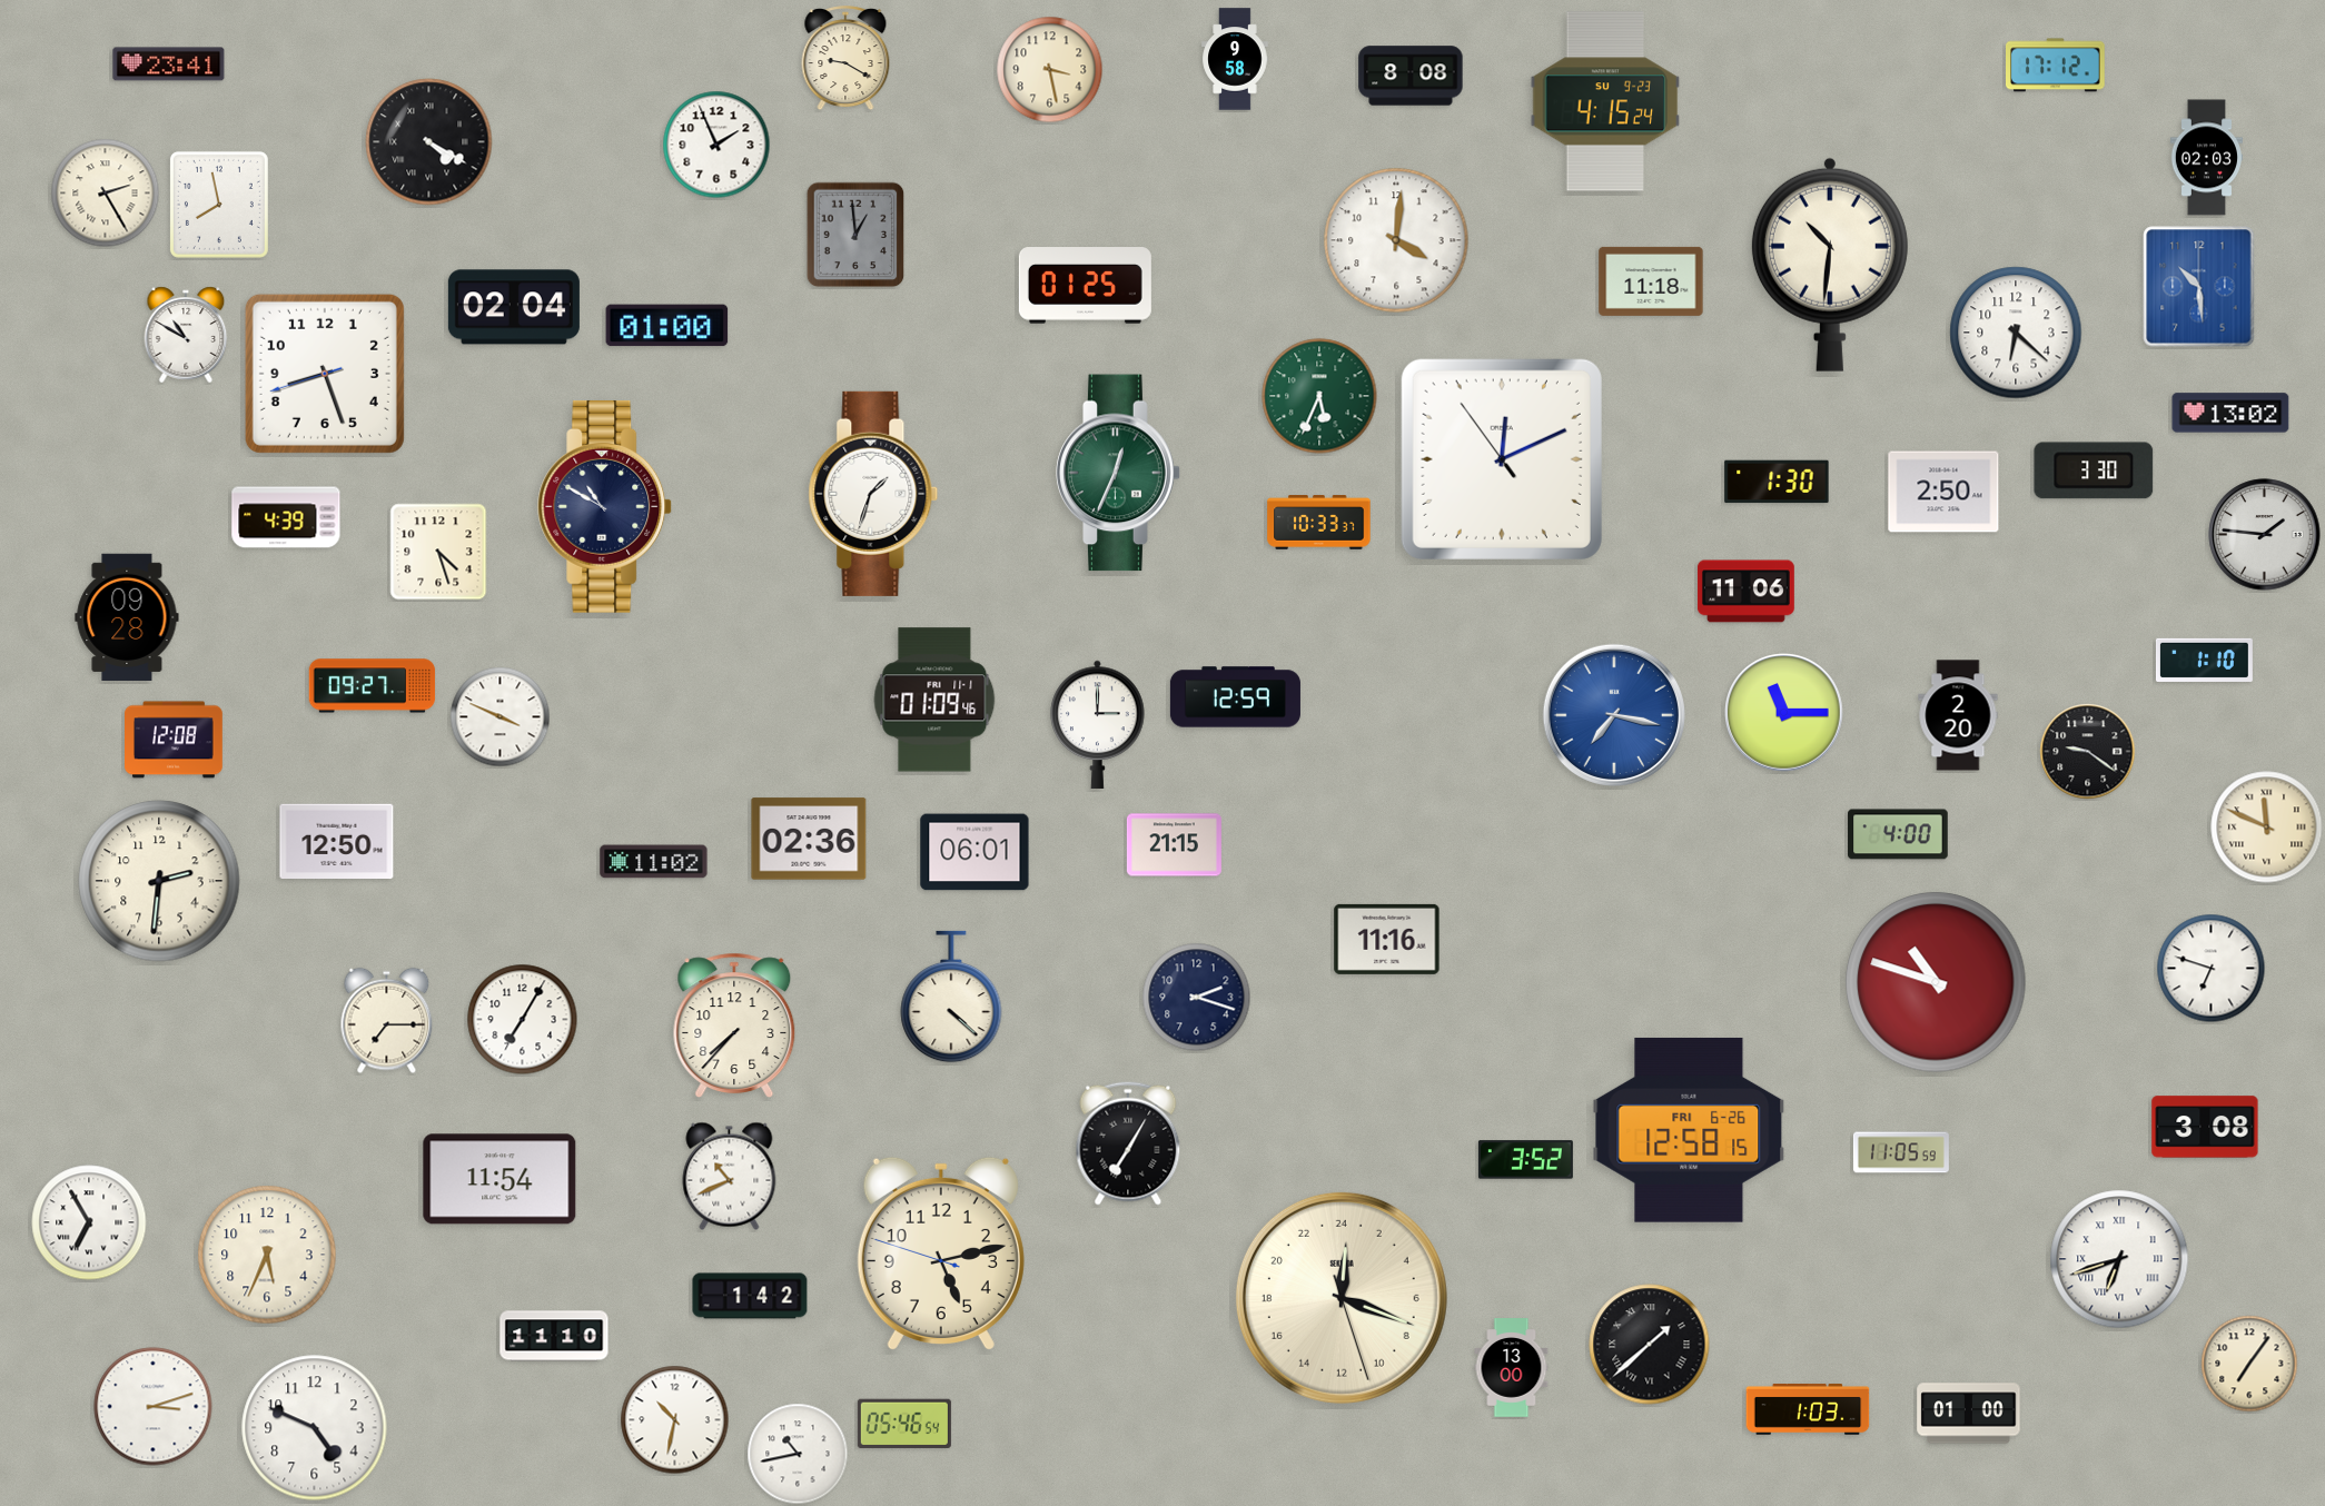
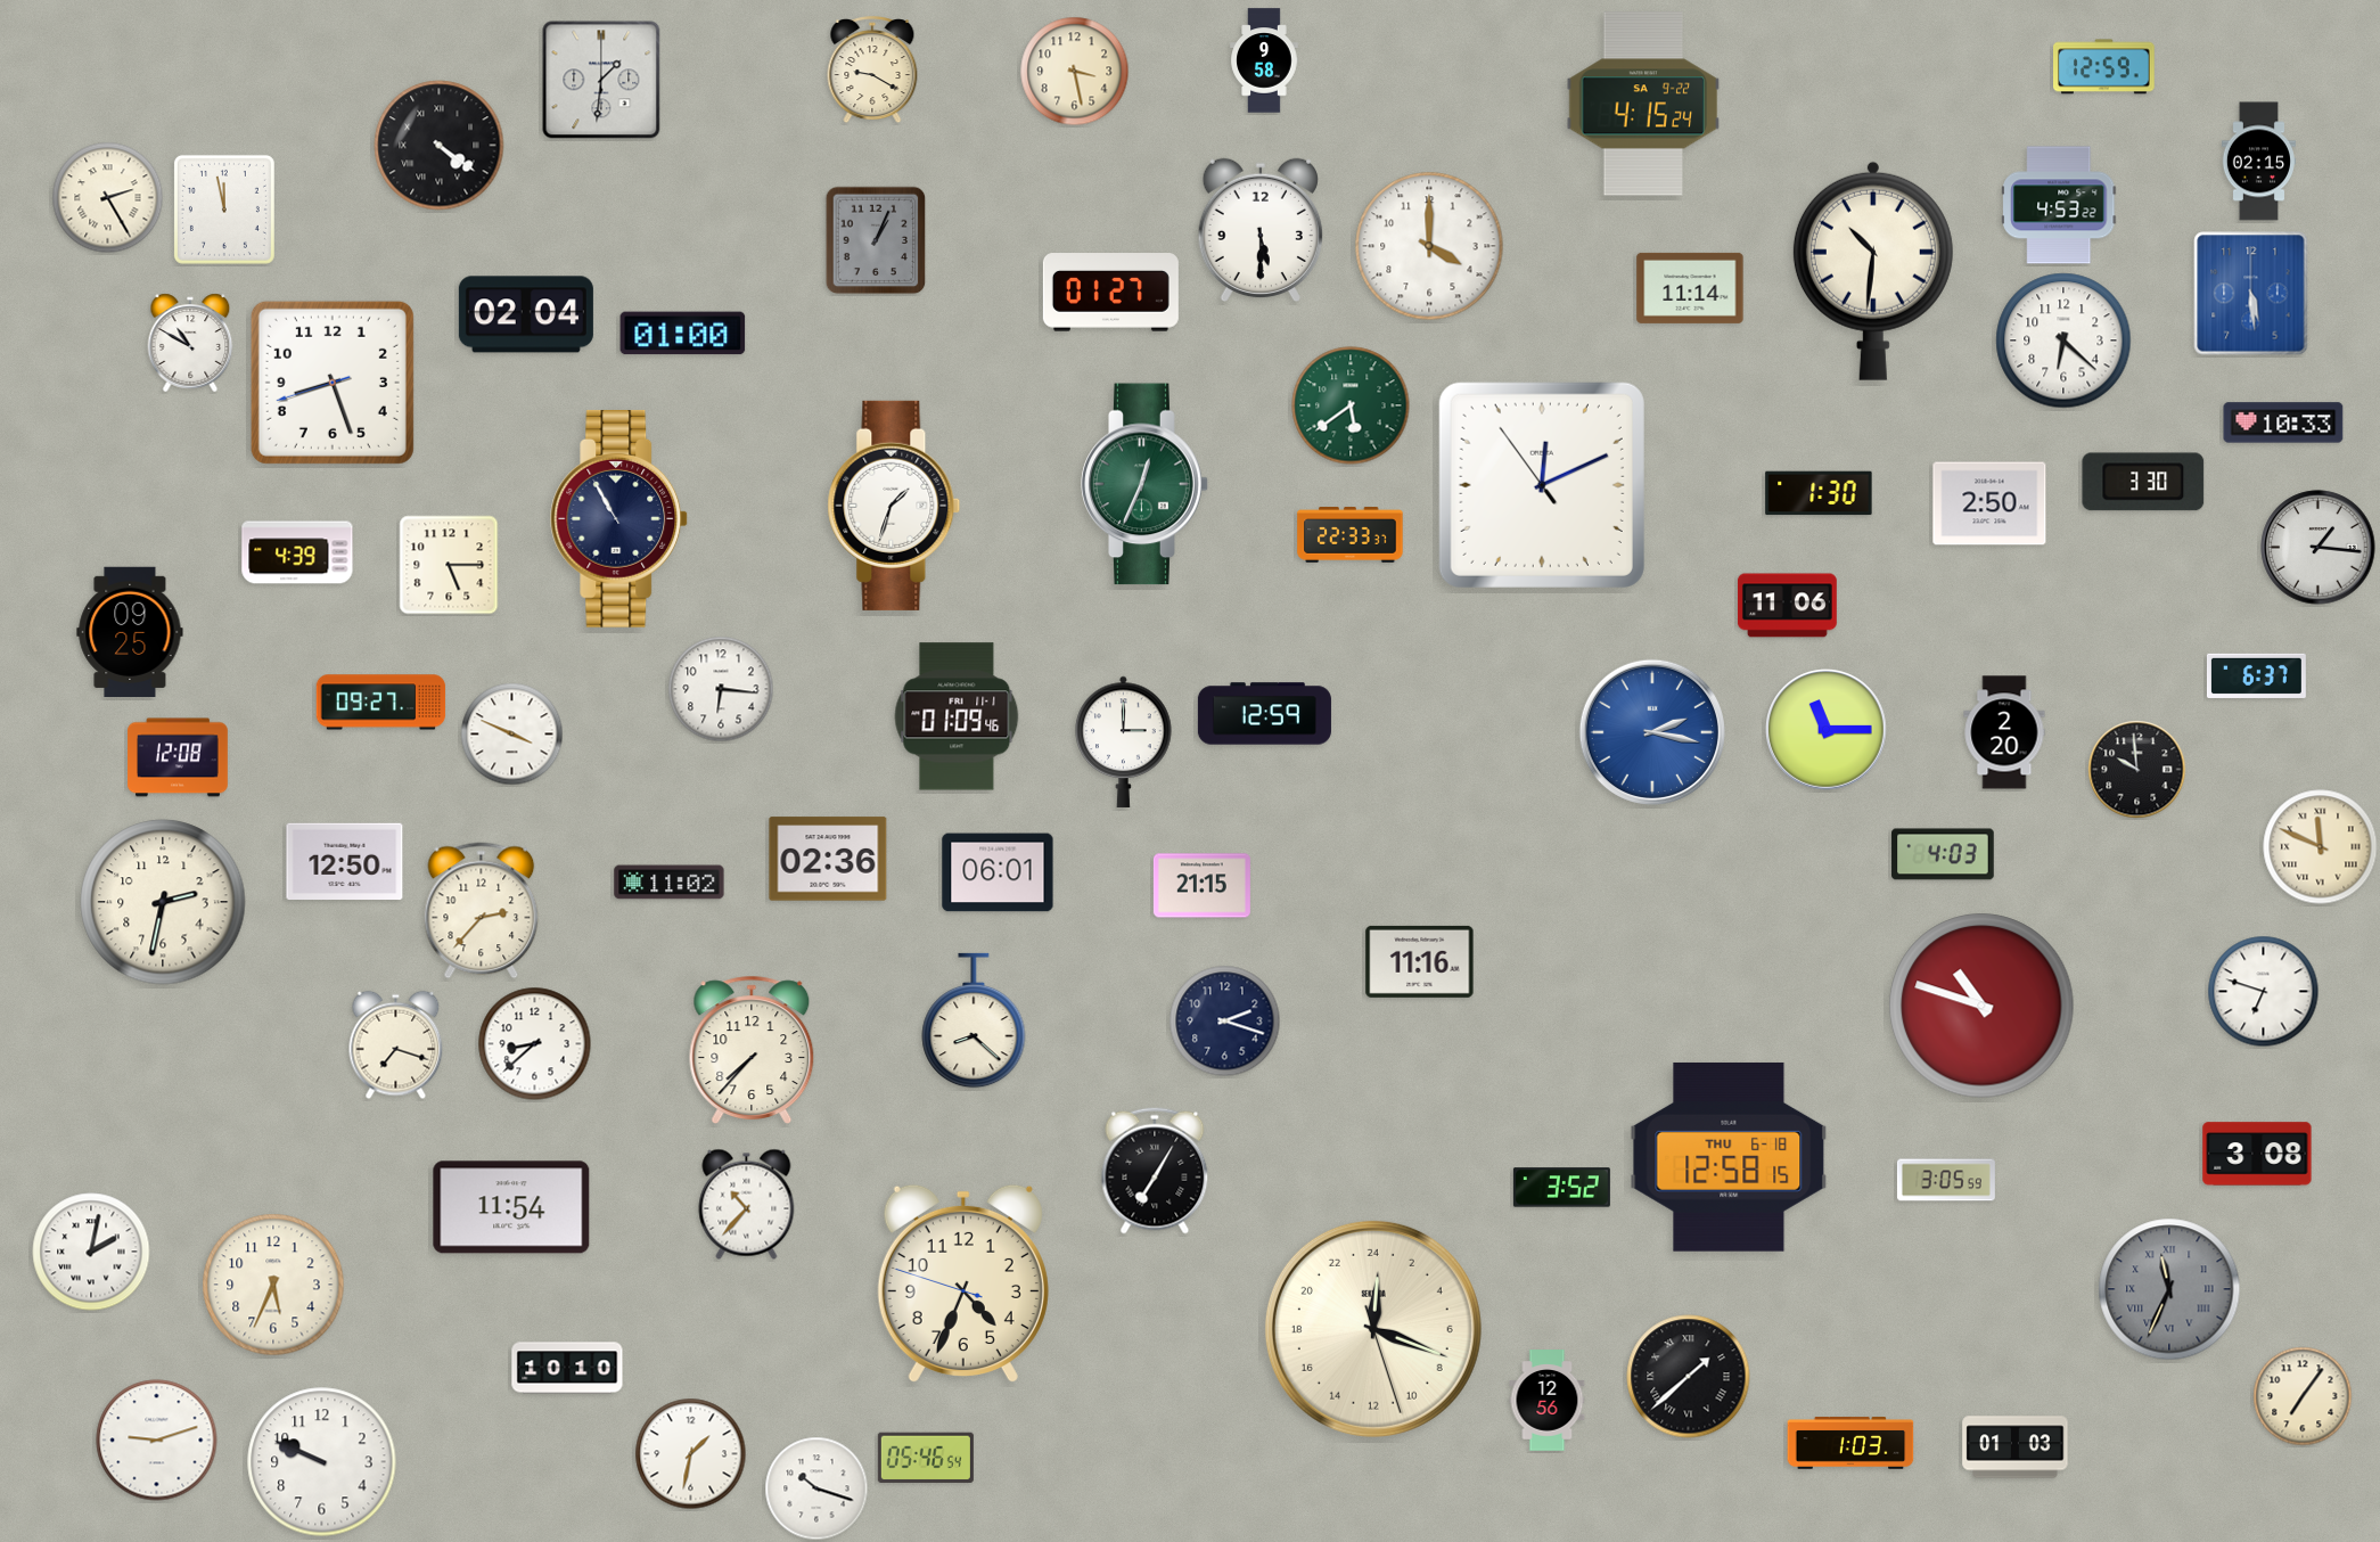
clock at (845, 59) position: (845, 59) -> (872, 71)
clock at (169, 65): 23:41 -> none
clock at (2056, 66): 17:12 -> 12:59
clock at (1411, 76): 8:08 -> none
clock at (601, 80): none -> 1:31
clock at (1605, 101) date: SU 9-23 -> SA 9-22
clock at (429, 142): 4:20 -> 4:21
clock at (716, 145): 1:56 -> none
clock at (2206, 158): 02:03 -> 02:15
clock at (2059, 205): none -> 4:53
clock at (219, 205): 7:58 -> 11:58
clock at (1261, 230): none -> 5:30
clock at (855, 235): 12:59 -> 1:04
clock at (1396, 240): 4:01 -> 4:00
clock at (1651, 281): 11:18 -> 11:14
clock at (1085, 286): 01:25 -> 01:27
clock at (2199, 287): 10:29 -> 5:29
clock at (1319, 396): 5:34 -> 5:39
clock at (2230, 413): 13:02 -> 10:33
clock at (1502, 459) position: (1502, 459) -> (1542, 485)
clock at (605, 506): 10:50 -> 10:55
clock at (286, 517) position: (286, 517) -> (297, 552)
clock at (1319, 523): 10:33 -> 22:33
clock at (2265, 535): 1:46 -> 1:16
clock at (438, 552): 4:27 -> 5:15
clock at (127, 616): 09:28 -> 09:25
clock at (2204, 660): 1:10 -> 6:37
clock at (721, 689): none -> 6:16
clock at (1614, 715): 7:17 -> 2:17
clock at (2088, 752): 9:21 -> 9:59
clock at (1898, 834): 4:00 -> 4:03
clock at (1174, 845) position: (1174, 845) -> (1201, 886)
clock at (159, 881): 2:31 -> 2:32
clock at (482, 911): none -> 2:37
clock at (951, 997): 4:22 -> 8:22
clock at (523, 1020): 7:05 -> 8:38
clock at (387, 1021): 7:15 -> 7:18
clock at (1689, 1130) date: FRI 6-26 -> THU 6-18
clock at (1901, 1152): 11:05 -> 3:05
clock at (730, 1176): 10:41 -> 10:37
clock at (89, 1222): 6:55 -> 2:02
clock at (941, 1254): 5:12 -> 4:33
clock at (2119, 1259): 6:42 -> 11:34
clock at (2119, 1259) dial: white -> grey
clock at (750, 1296): 1:42 -> none
clock at (554, 1336): 11:10 -> 10:10
clock at (1512, 1368): 13:00 -> 12:56
clock at (154, 1407): 3:12 -> 9:12
clock at (1969, 1414): 01:00 -> 01:03
clock at (675, 1420): 10:32 -> 1:32
clock at (315, 1428): 4:49 -> 9:49
clock at (798, 1454): 10:43 -> 10:18
